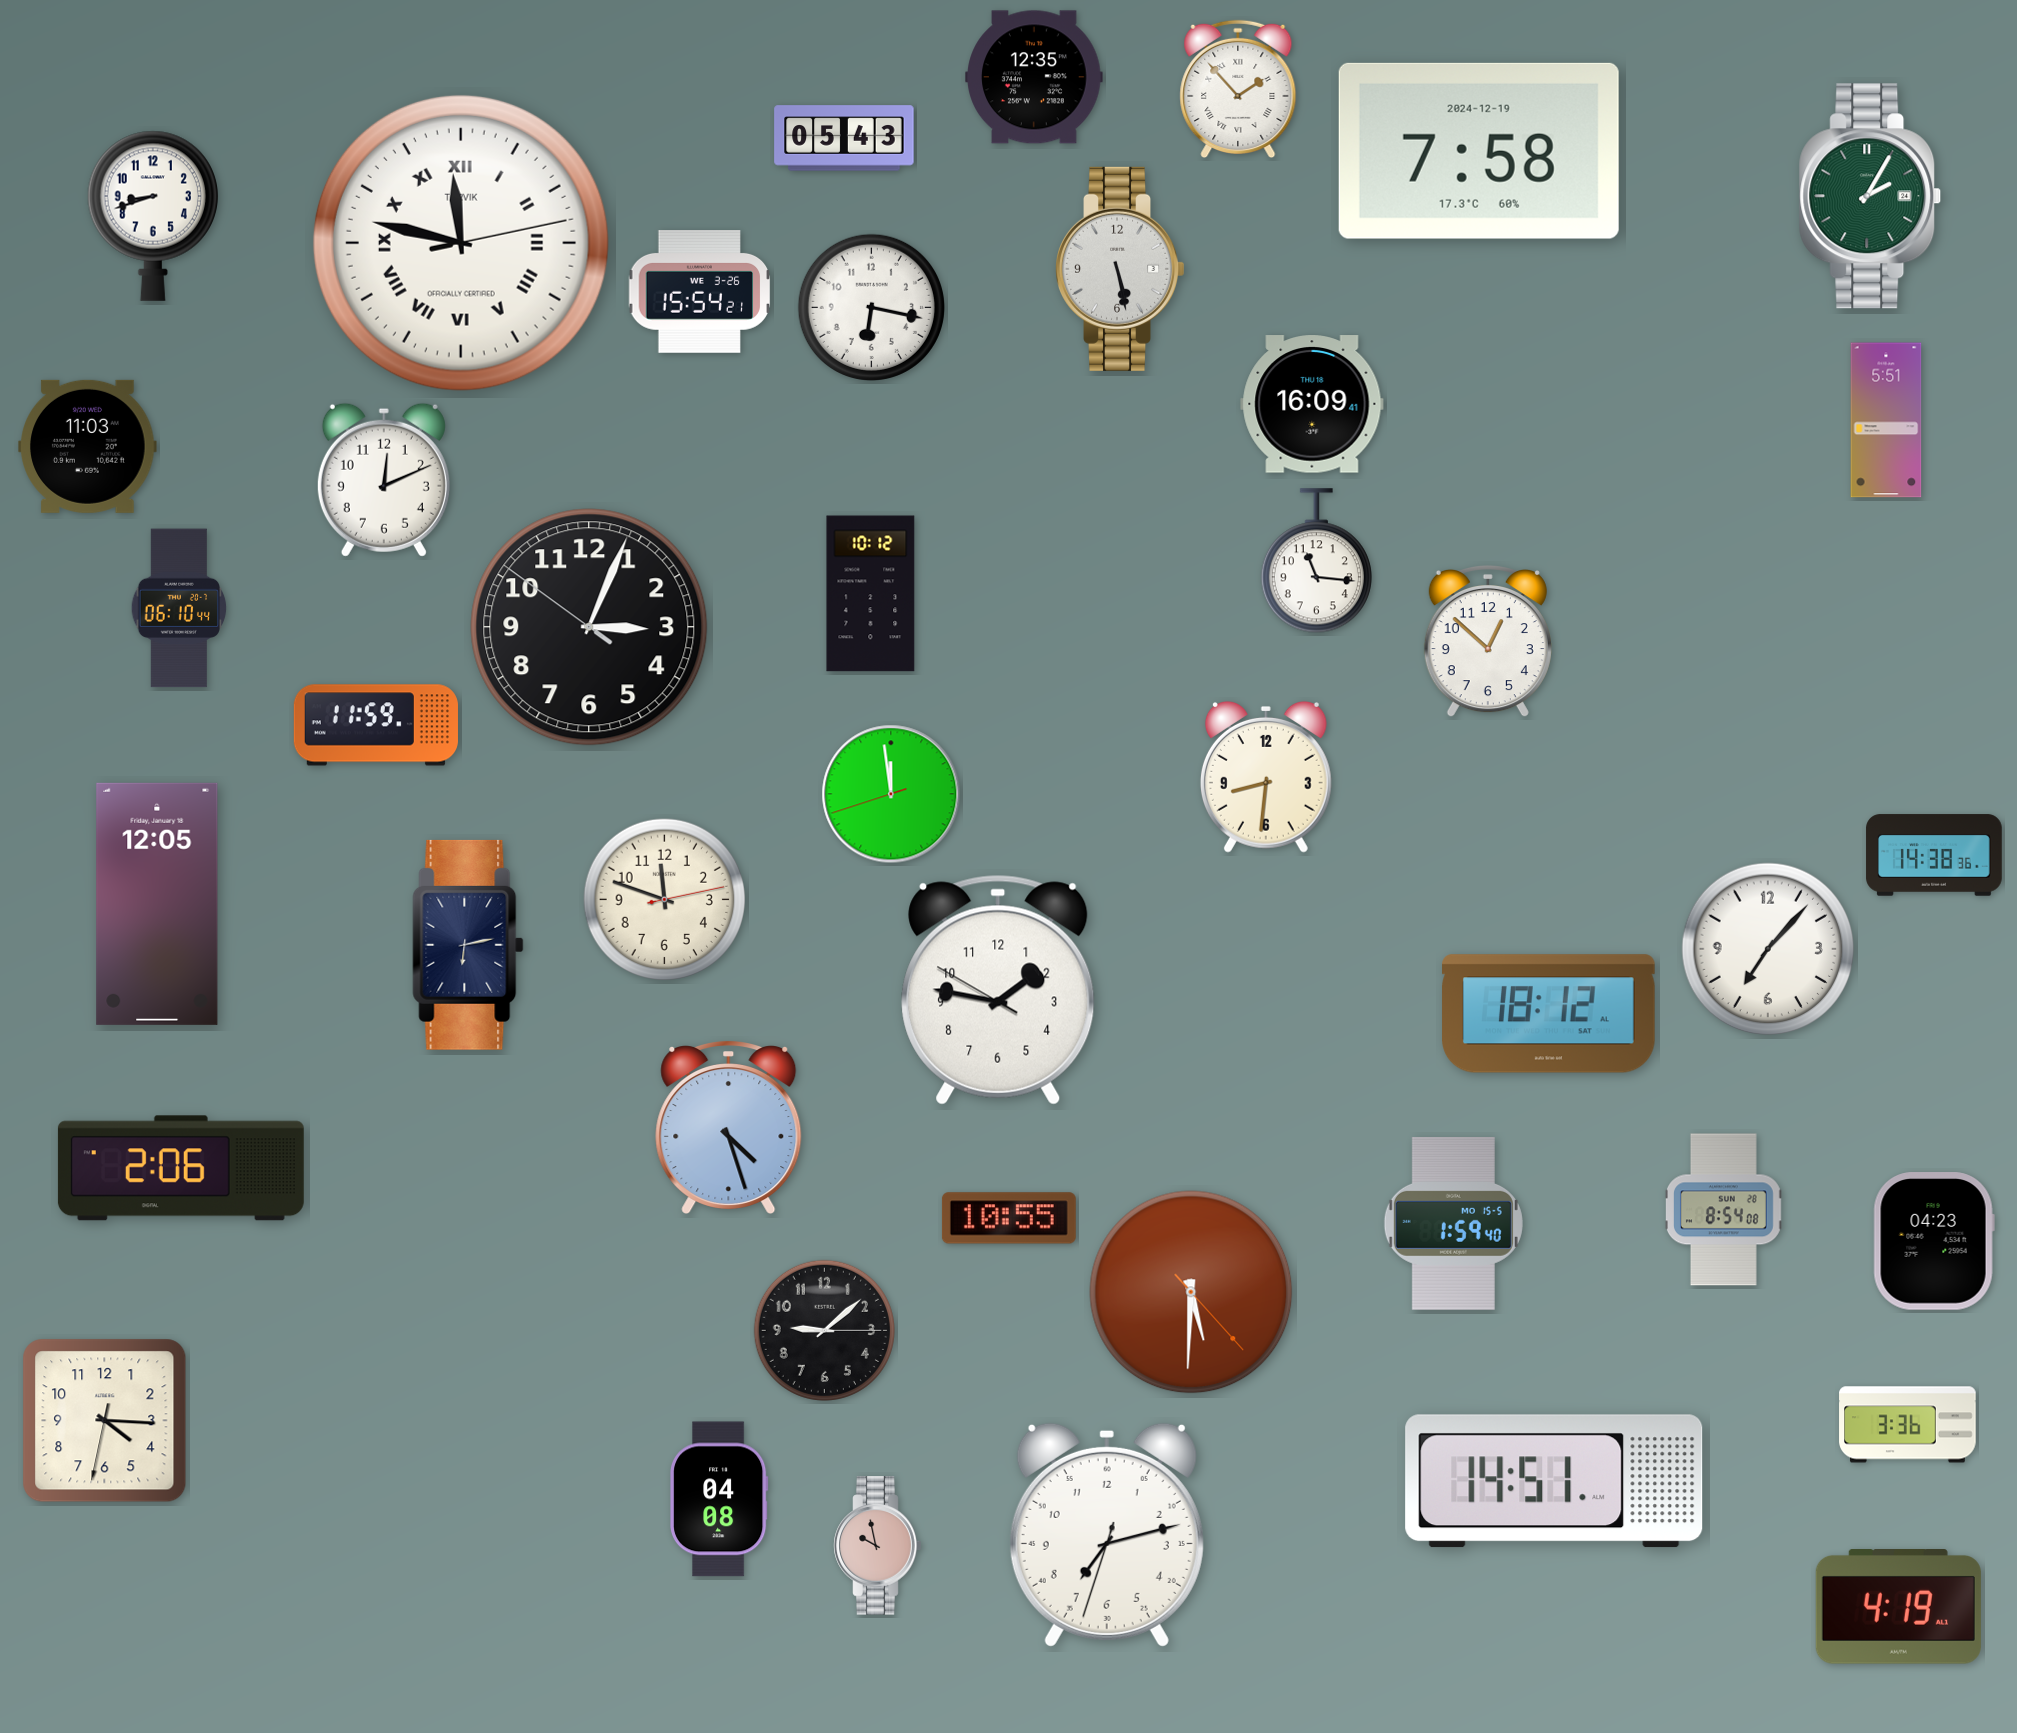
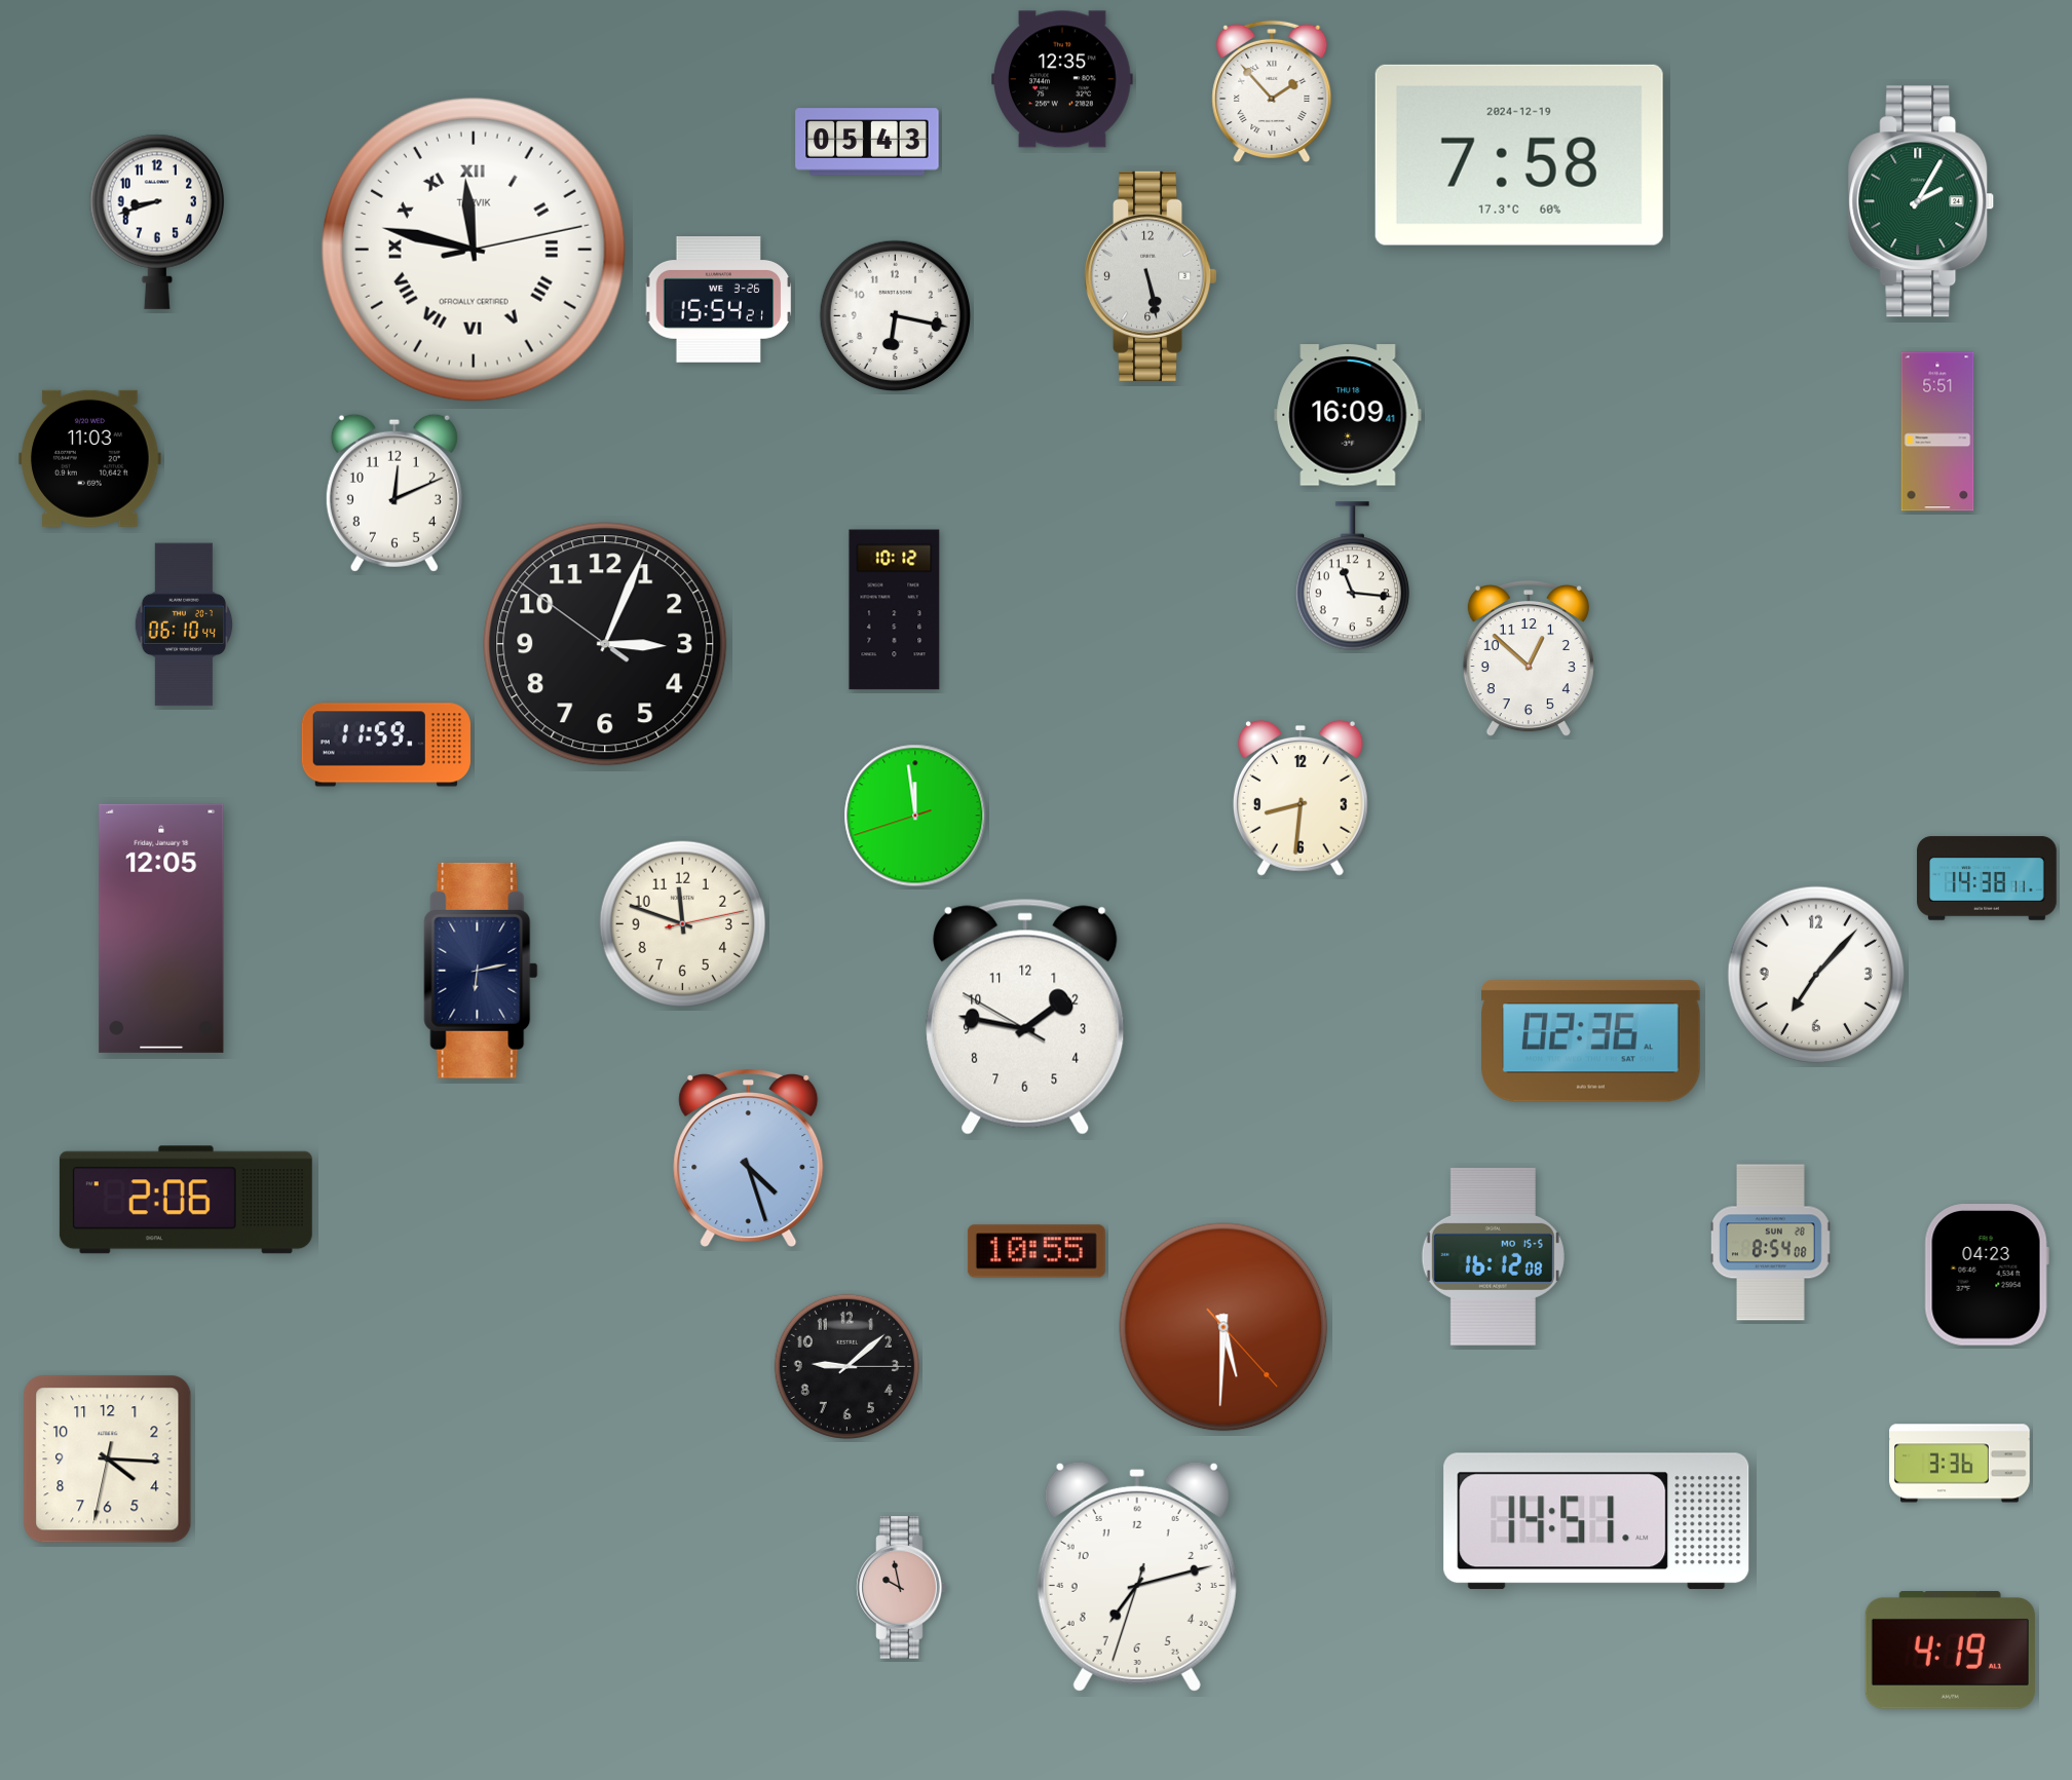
clock at (1934, 855): 14:38:36 -> 14:38:11
clock at (1549, 1014): 18:12 -> 02:36
clock at (1453, 1223): 1:59 -> 16:12
clock at (720, 1499): 04:08 -> none
